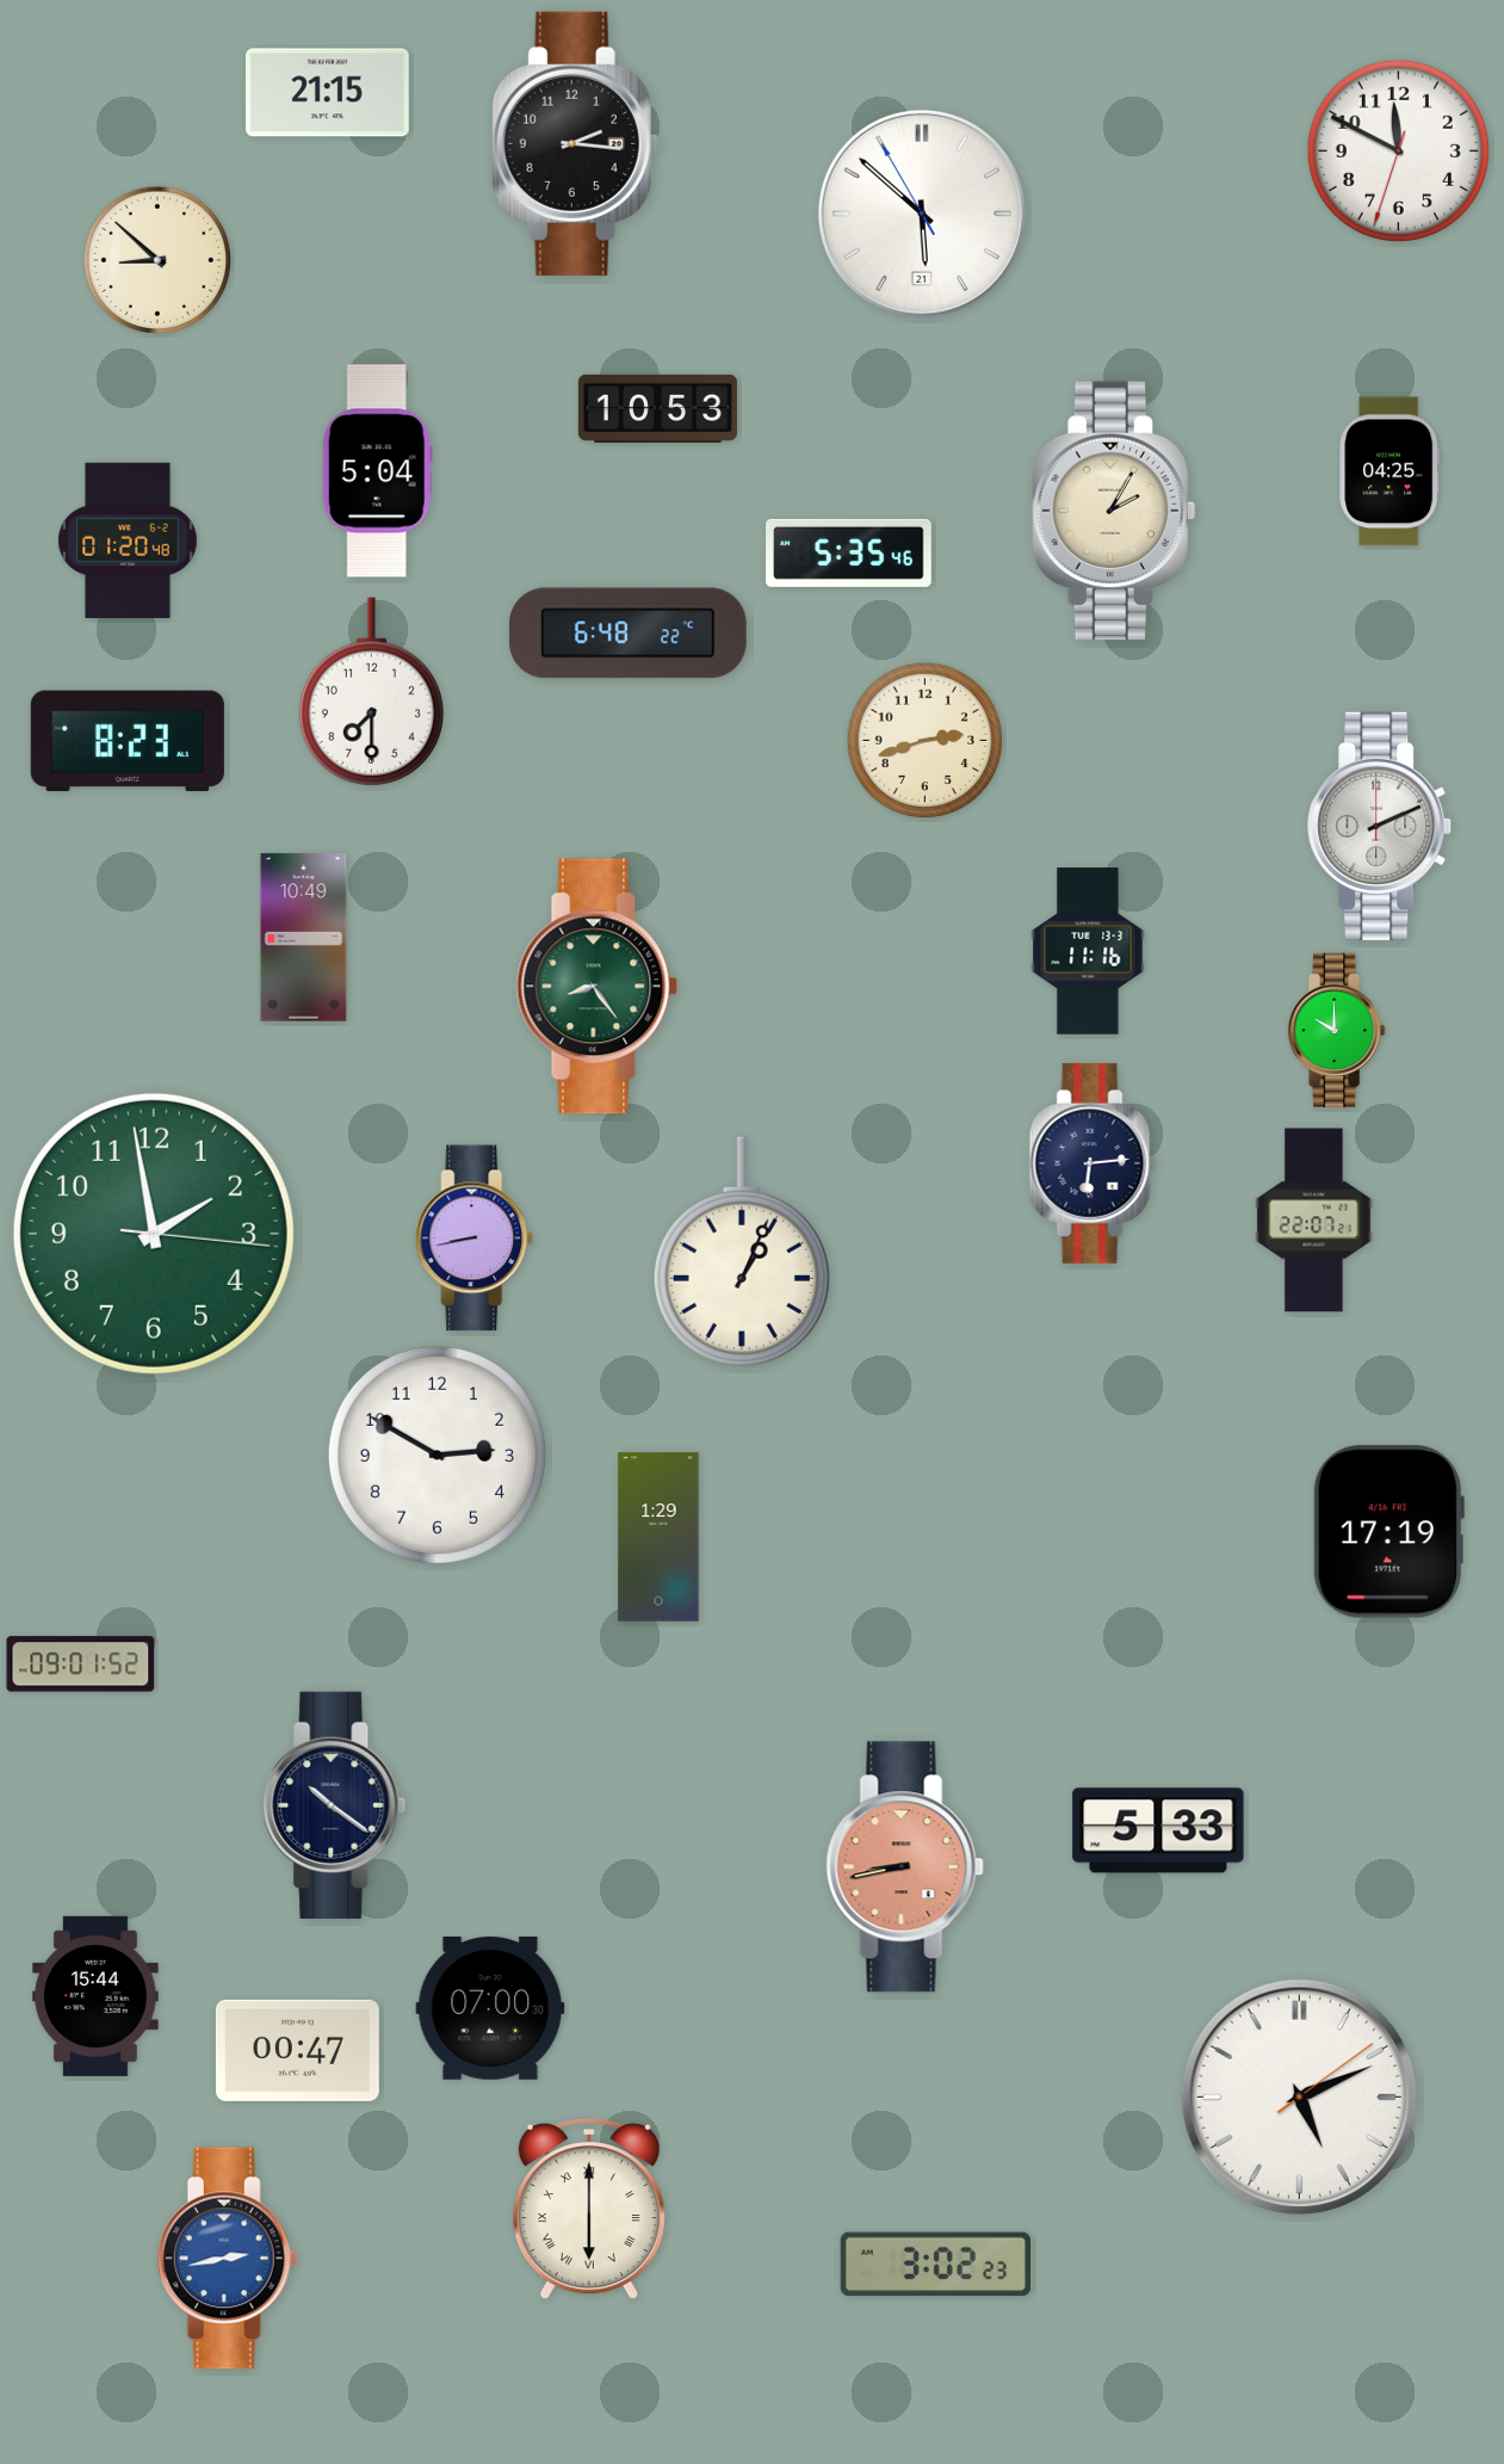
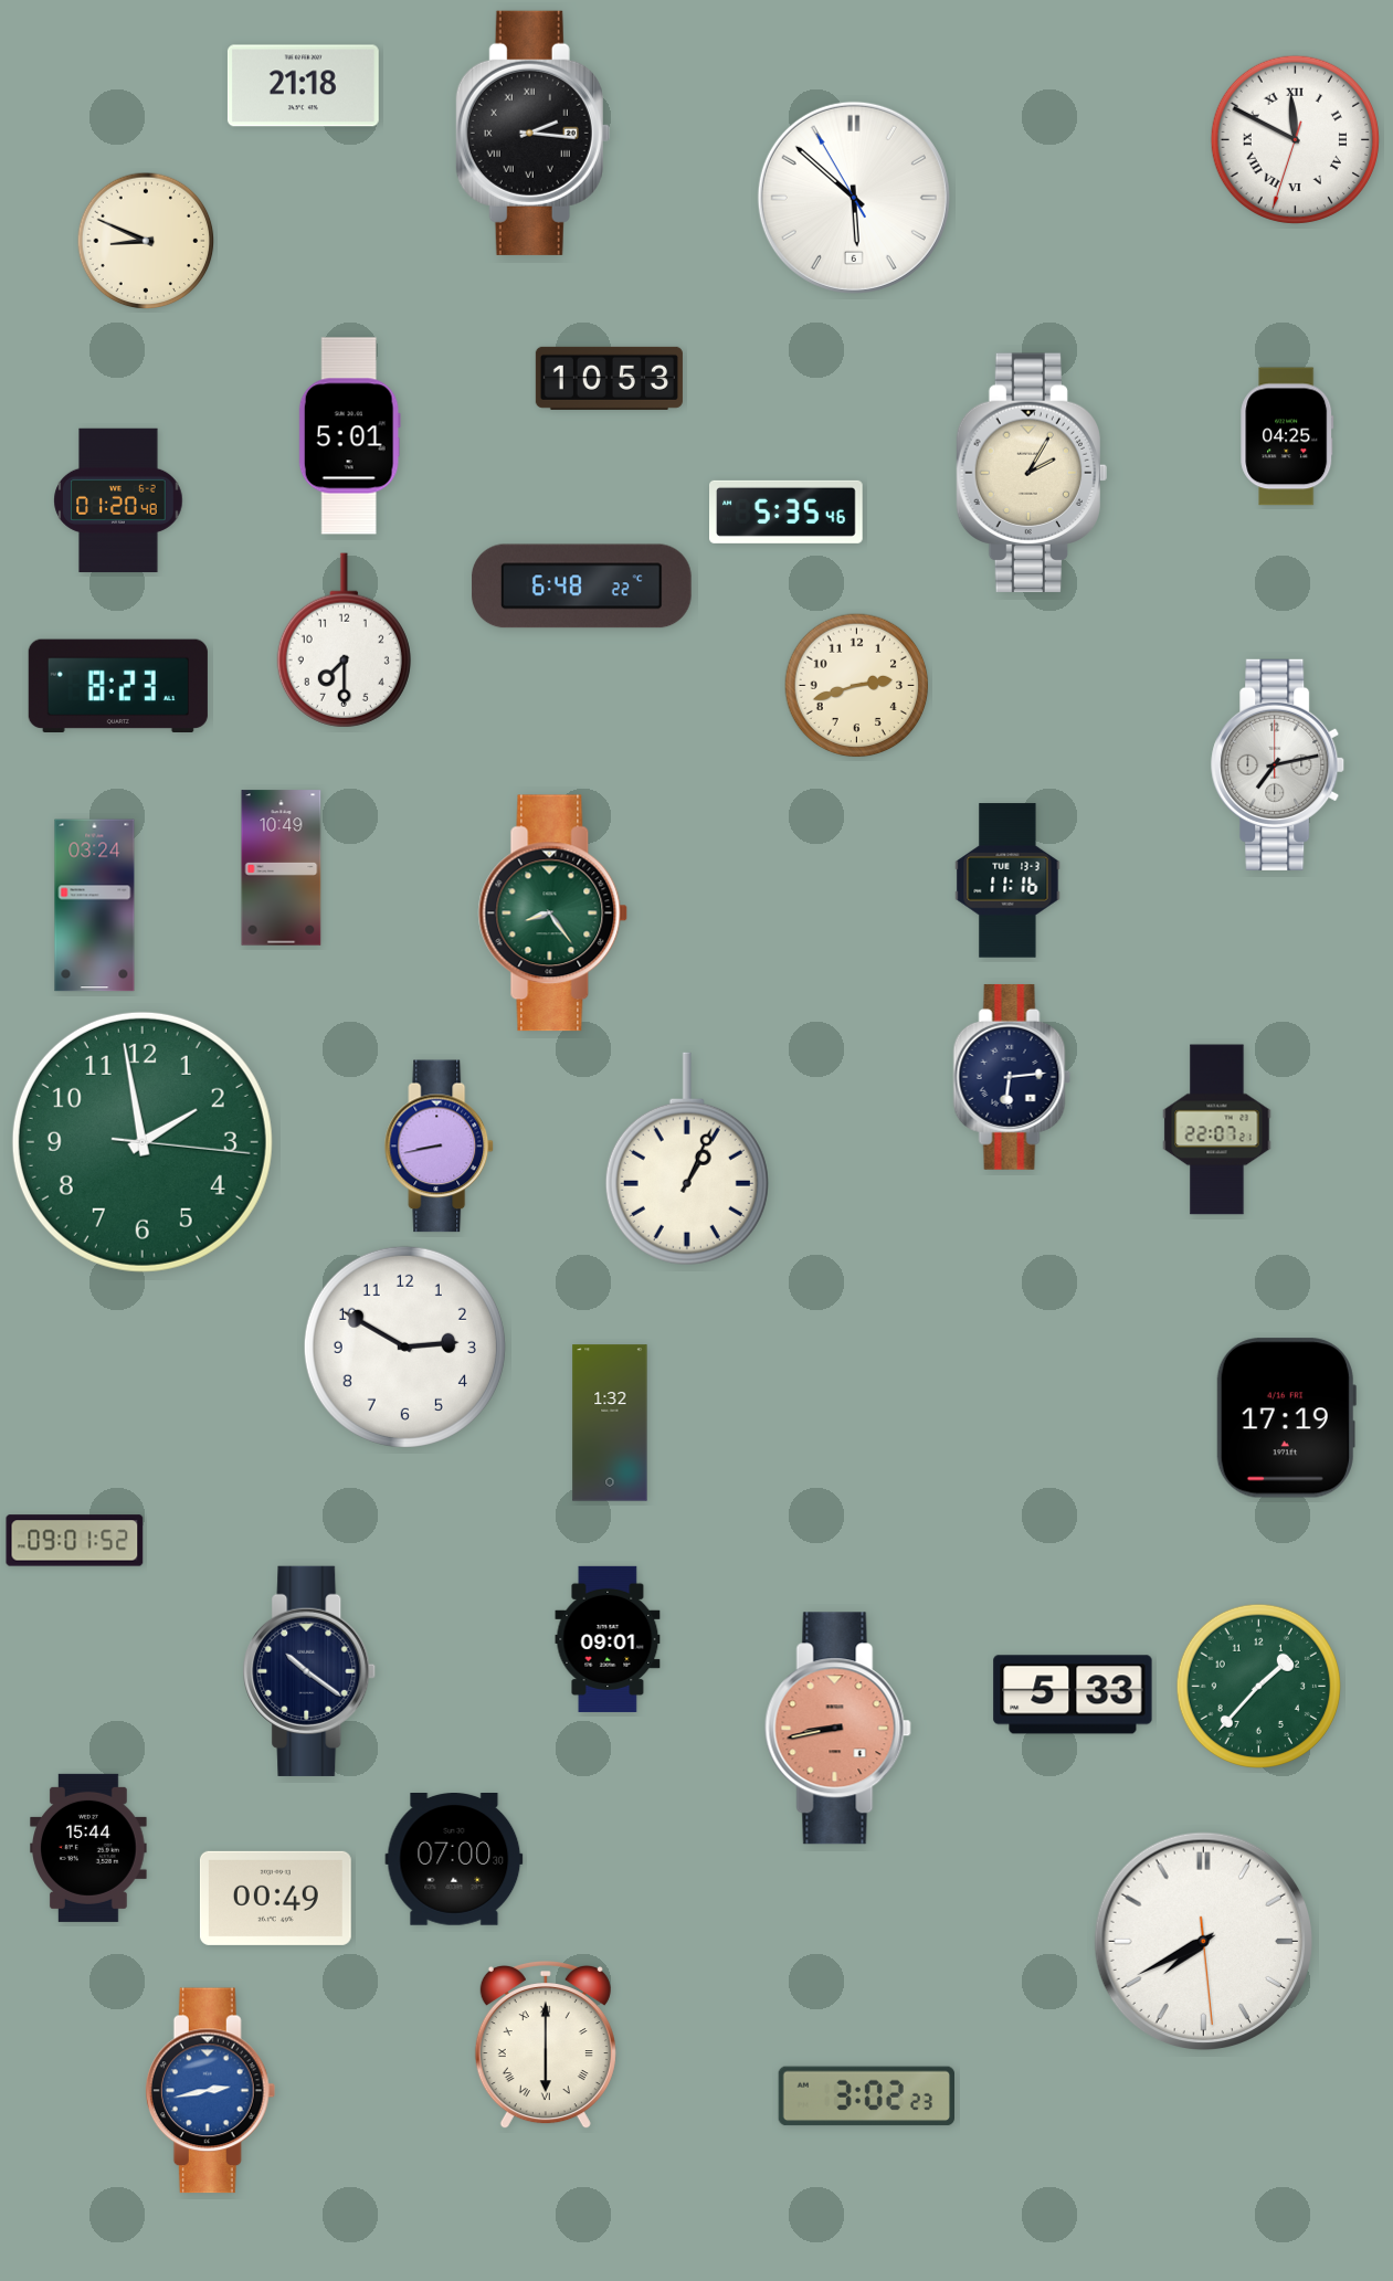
clock at (327, 93): 21:15 -> 21:18
clock at (576, 143) numerals: Arabic -> Roman
clock at (1398, 150) numerals: Arabic -> Roman
clock at (922, 214) date: 21 -> 6
clock at (157, 260): 8:52 -> 8:49
clock at (377, 471): 5:04 -> 5:01
clock at (1380, 826): 2:11 -> 7:13
clock at (95, 906): none -> 03:24
clock at (1337, 1031): 10:00 -> none
clock at (658, 1537): 1:29 -> 1:32
clock at (608, 1639): none -> 09:01
clock at (1258, 1686): none -> 1:37
clock at (297, 2050): 00:47 -> 00:49
clock at (1300, 2098): 5:11 -> 7:40
